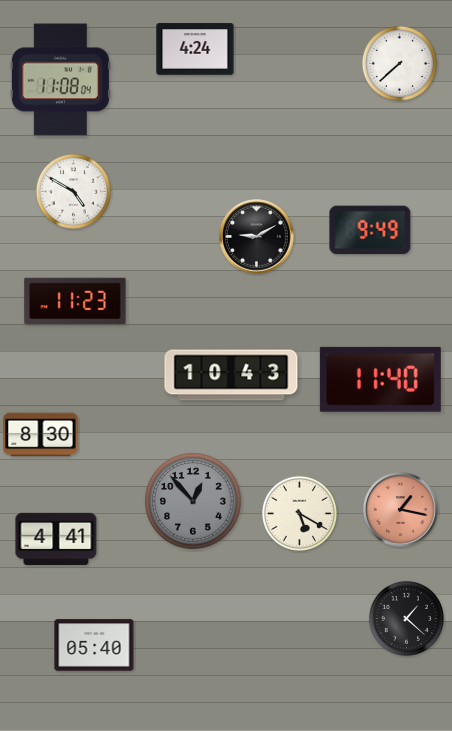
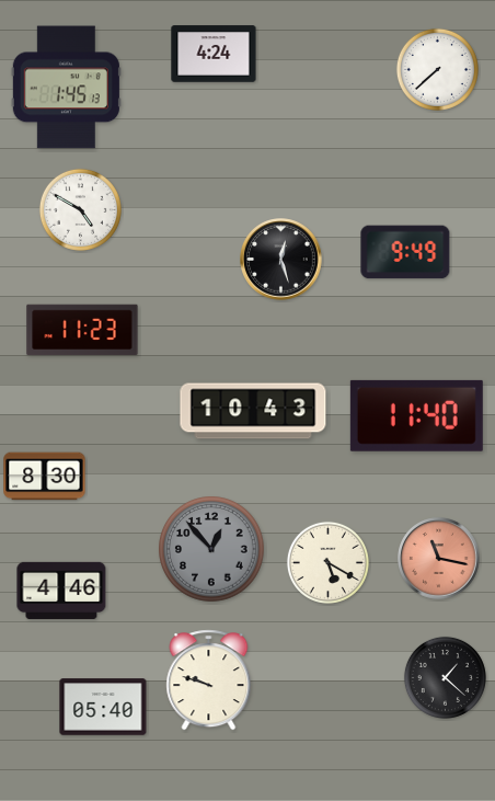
clock at (60, 80): 11:08 -> 1:45
clock at (257, 237): 9:10 -> 12:27
clock at (401, 510): 1:17 -> 11:17
clock at (56, 539): 4:41 -> 4:46
clock at (209, 680): none -> 9:48
